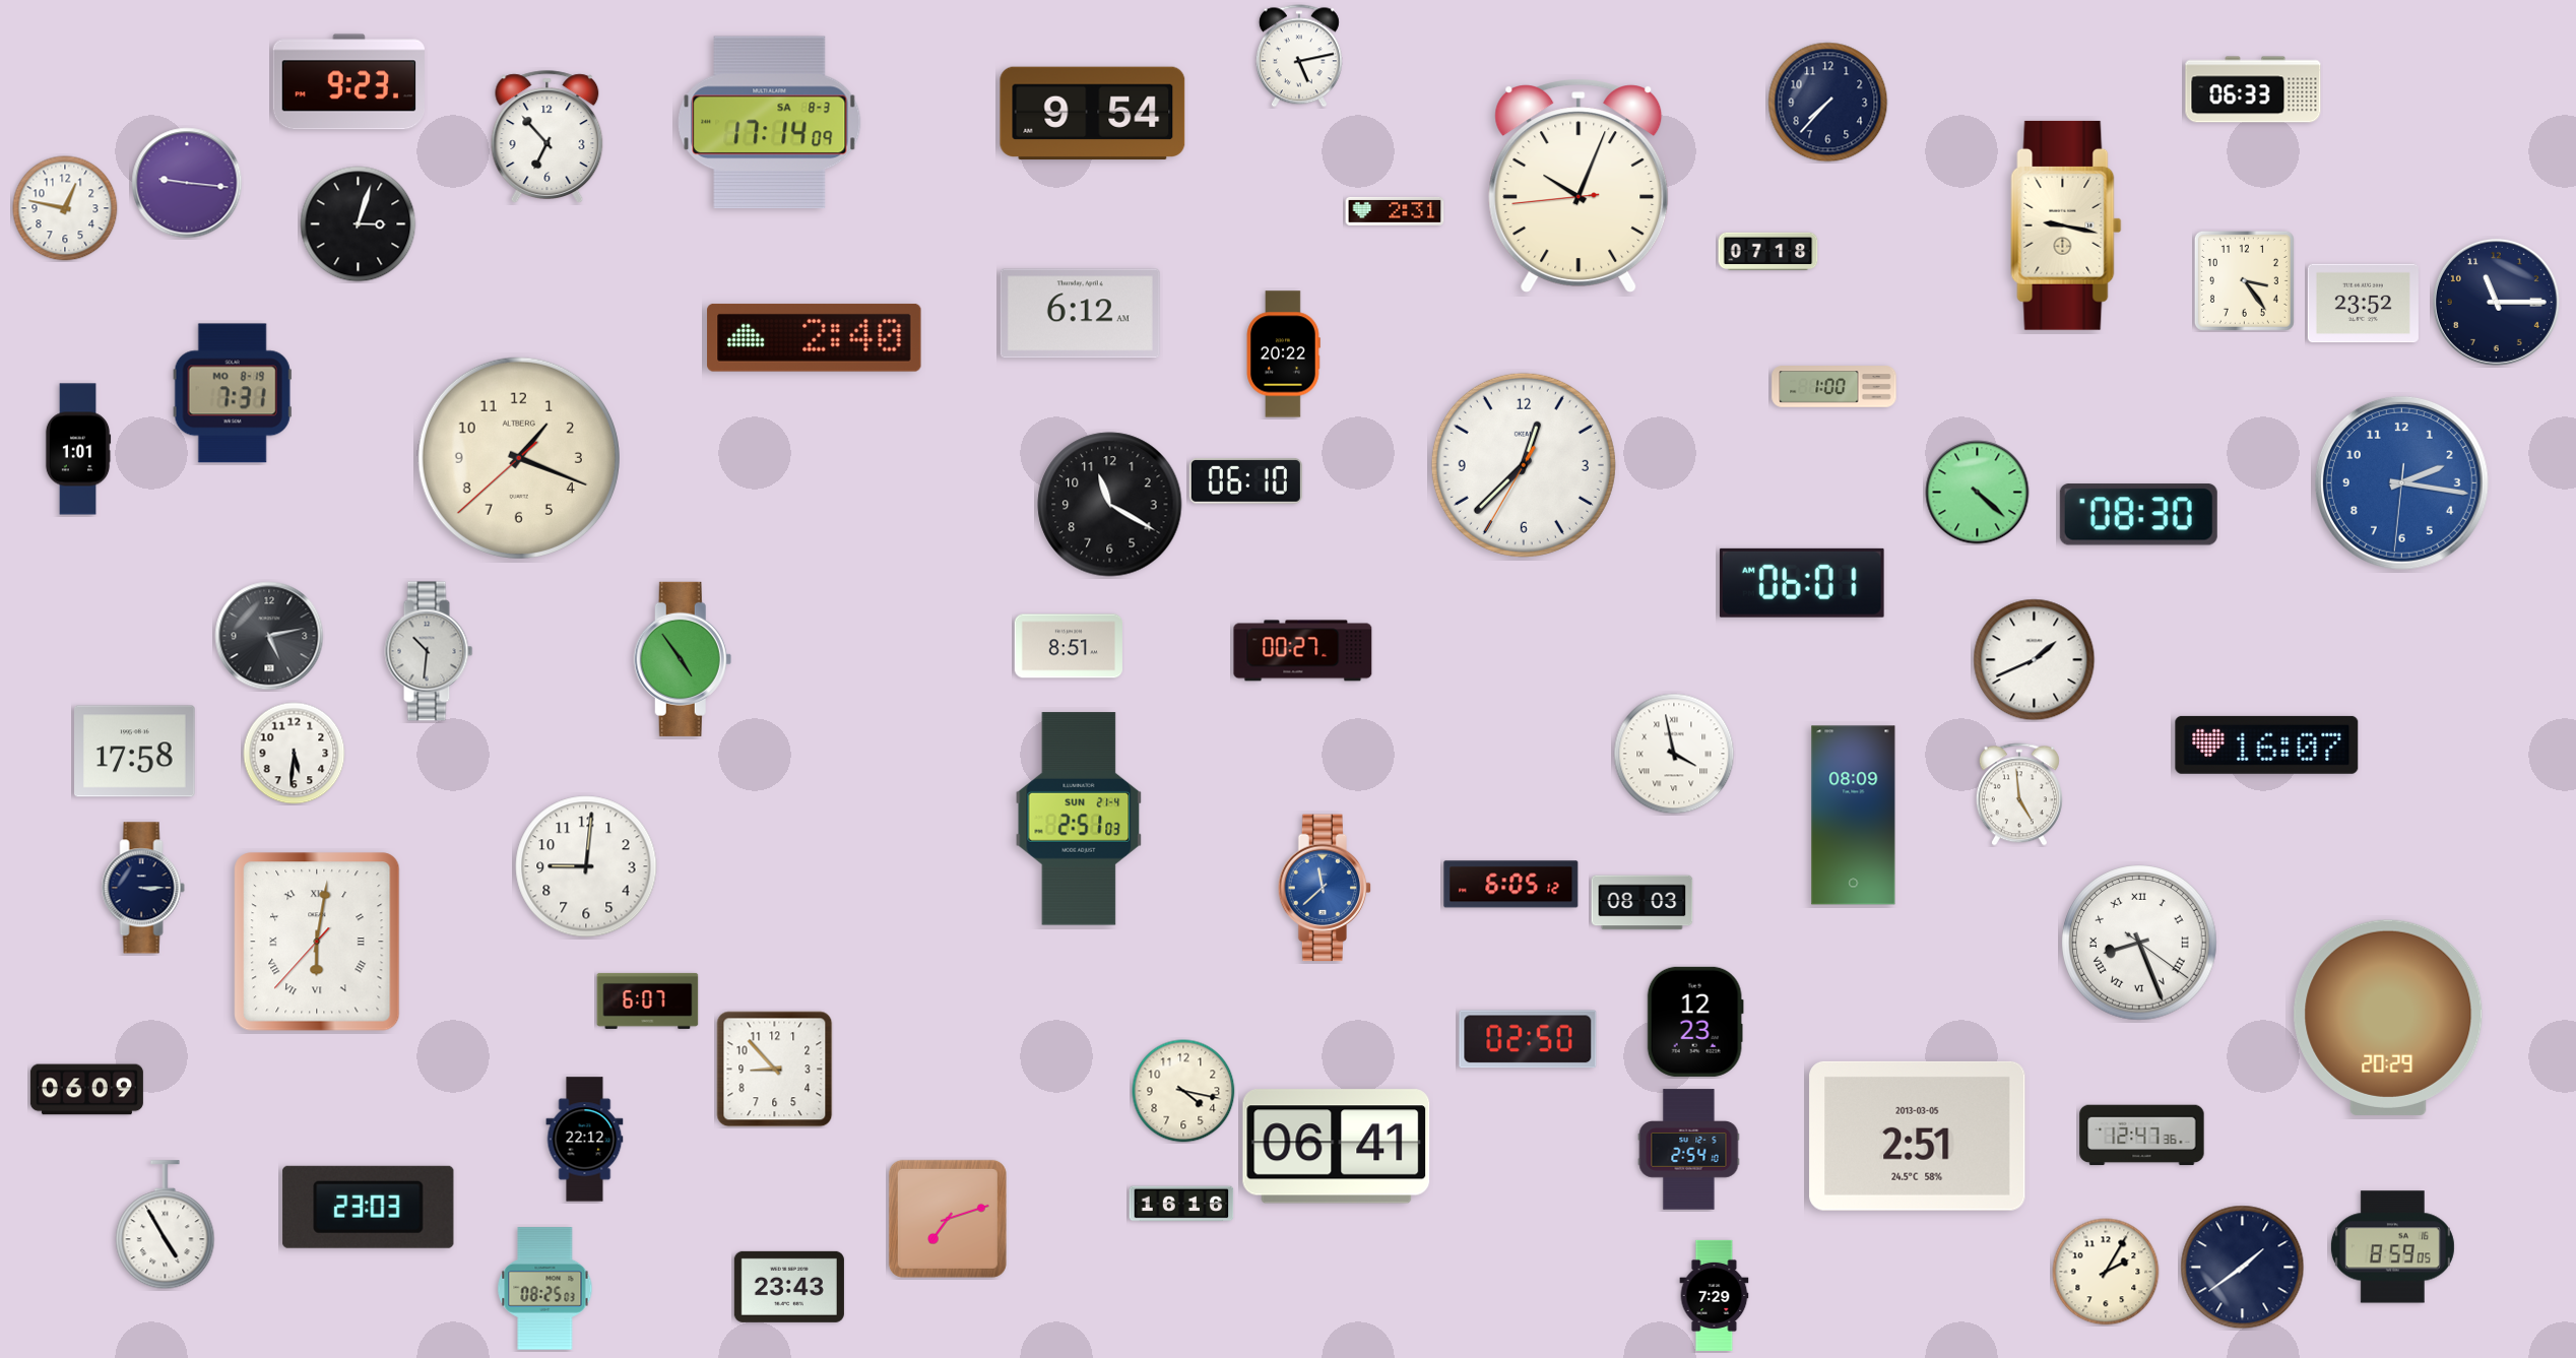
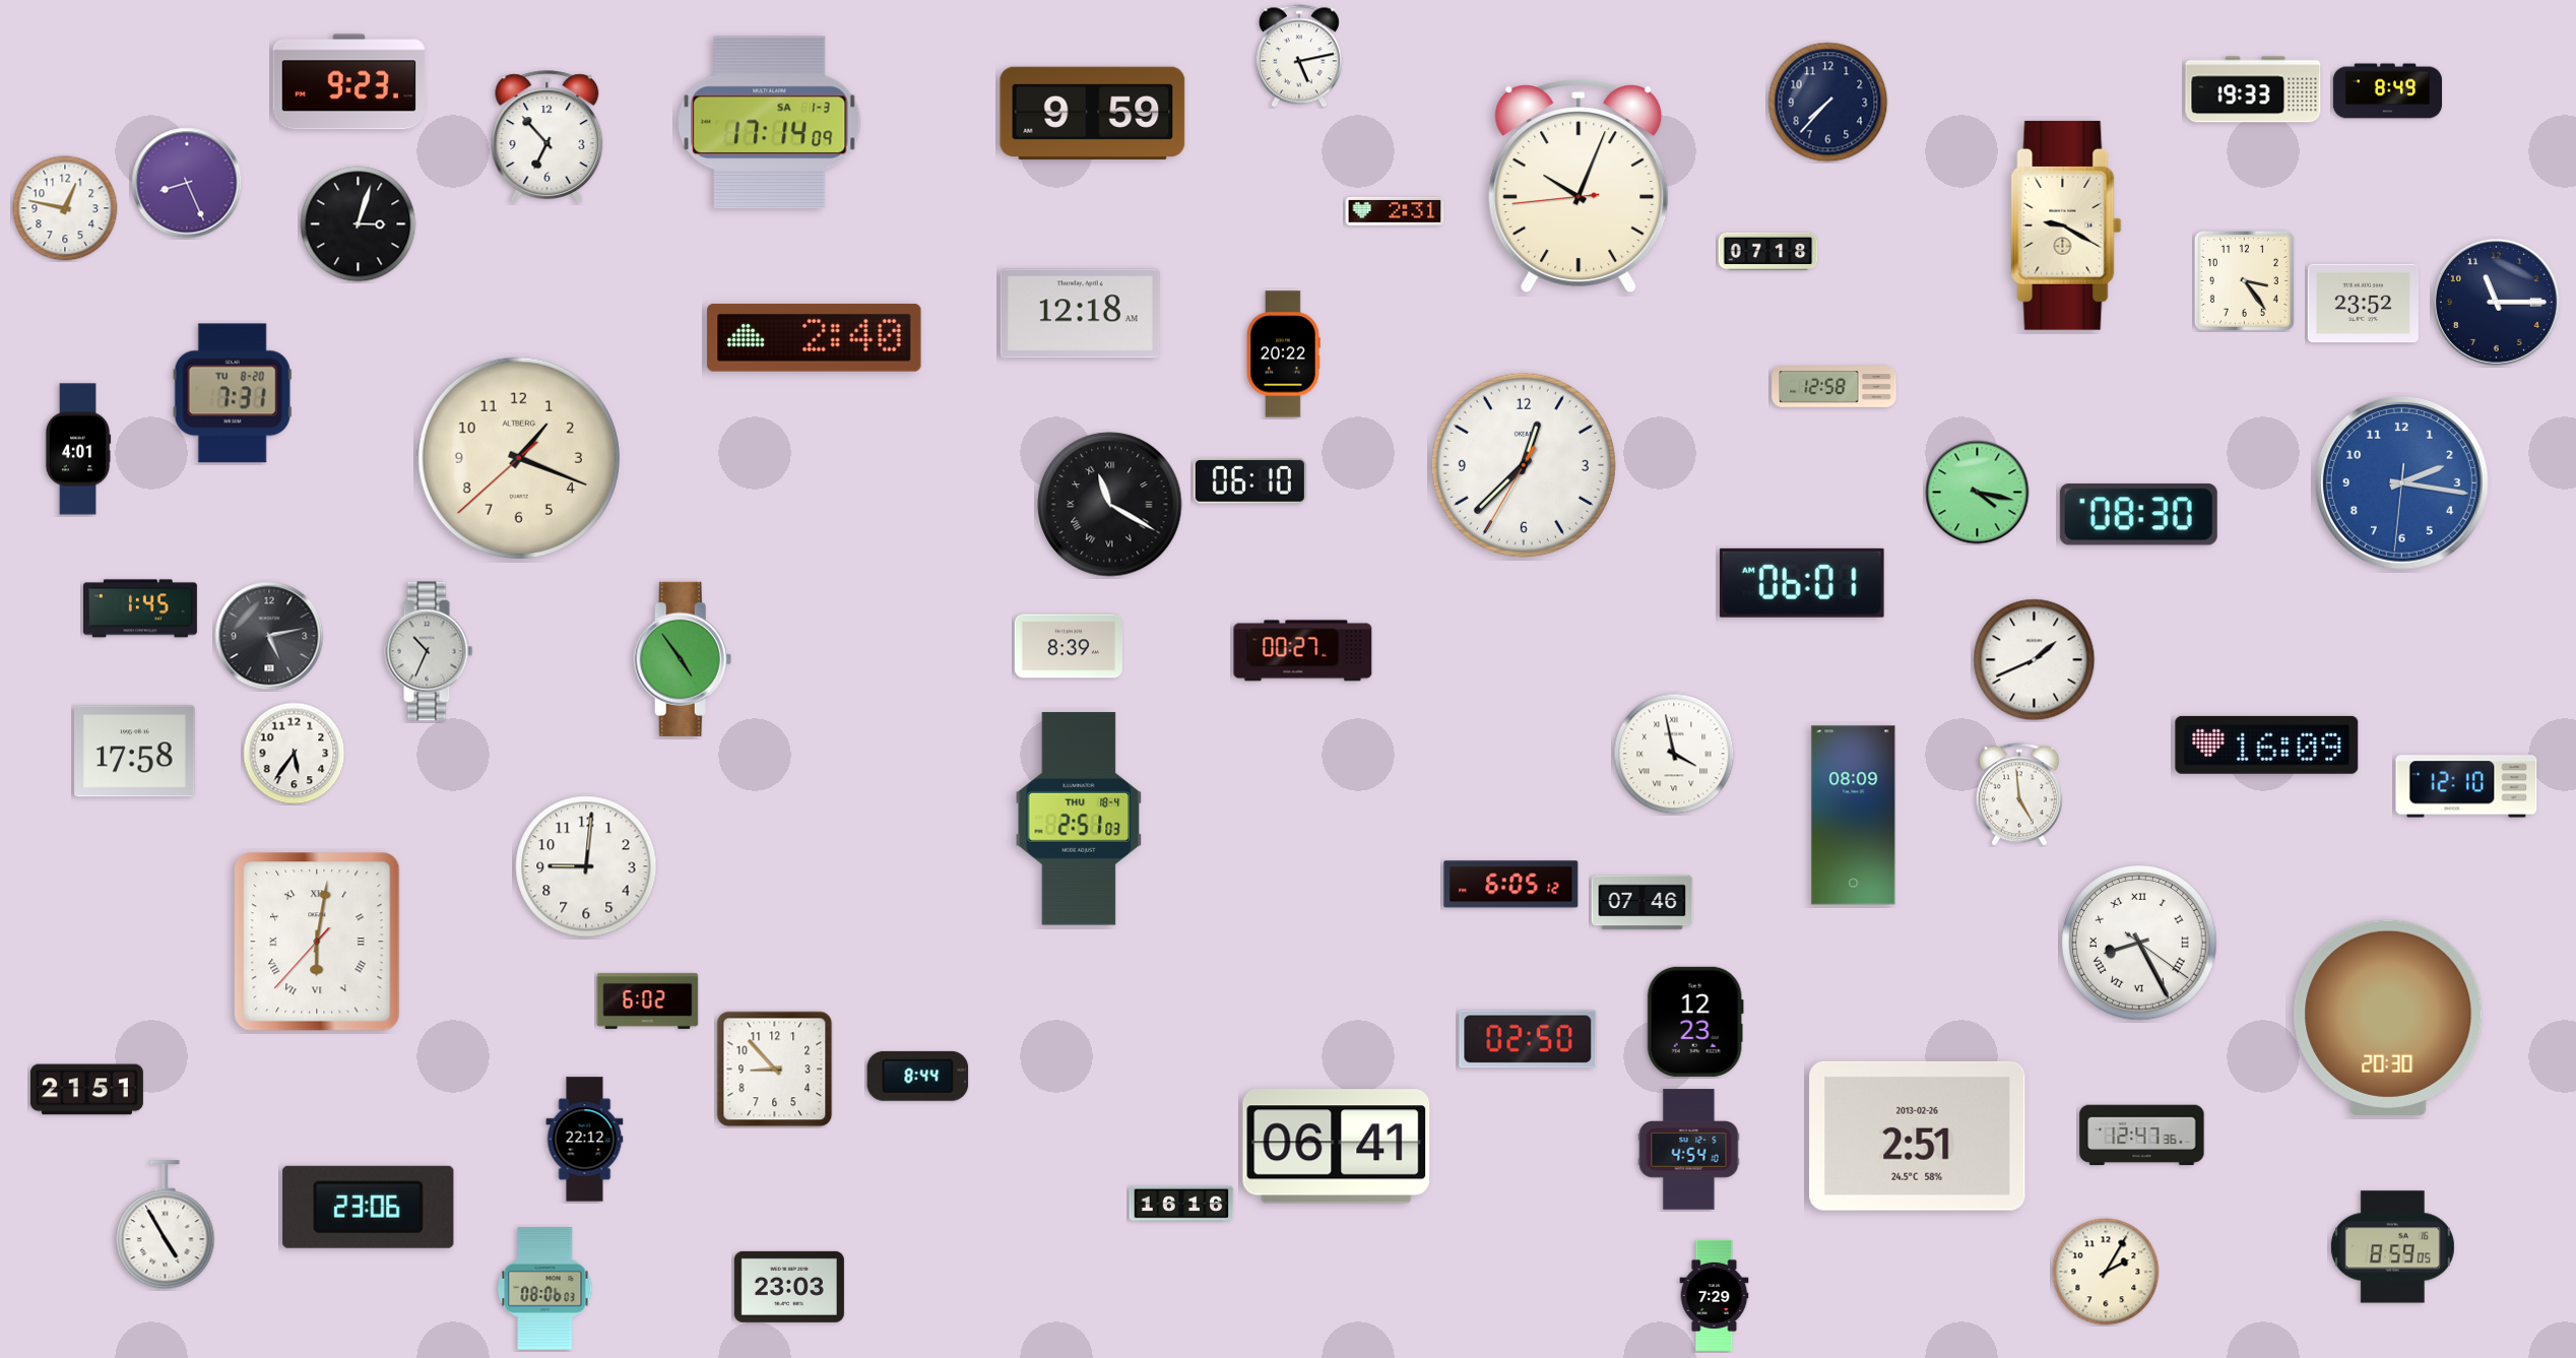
clock at (2253, 89): 06:33 -> 19:33
clock at (2387, 91): none -> 8:49
clock at (1093, 114): 9:54 -> 9:59
clock at (770, 123) date: SA 8-3 -> SA 1-3
clock at (187, 183): 9:16 -> 8:26
clock at (2066, 225): 9:17 -> 9:20
clock at (1080, 314): 6:12 -> 12:18
clock at (1834, 387): 1:00 -> 12:58
clock at (233, 393) date: MO 8-19 -> TU 8-20
clock at (78, 449): 1:01 -> 4:01
clock at (1245, 480) position: (1245, 480) -> (1249, 480)
clock at (1978, 493): 4:22 -> 4:17
clock at (1110, 505) numerals: Arabic -> Roman
clock at (140, 608): none -> 1:45
clock at (1068, 646): 8:51 -> 8:39
clock at (429, 651): 10:31 -> 10:34
clock at (2267, 745): 16:07 -> 16:09
clock at (295, 754): 5:31 -> 5:36
clock at (2466, 786): none -> 12:10
clock at (1079, 819) date: SUN 21-4 -> THU 18-4
clock at (143, 888): 3:15 -> none
clock at (1325, 888): 11:38 -> none
clock at (1643, 903): 08:03 -> 07:46
clock at (2139, 943): 8:26 -> 8:25
clock at (648, 1000): 6:07 -> 6:02
clock at (2388, 1018): 20:29 -> 20:30
clock at (918, 1076): none -> 8:44
clock at (86, 1090): 06:09 -> 21:51
clock at (1183, 1091): 4:17 -> none
clock at (1918, 1136) date: 2013-03-05 -> 2013-02-26
clock at (1689, 1150): 2:54 -> 4:54
clock at (369, 1207): 23:03 -> 23:06
clock at (948, 1219): 7:12 -> none
clock at (2243, 1268): 1:39 -> none
clock at (789, 1287): 23:43 -> 23:03
clock at (545, 1289): 08:25 -> 08:06
